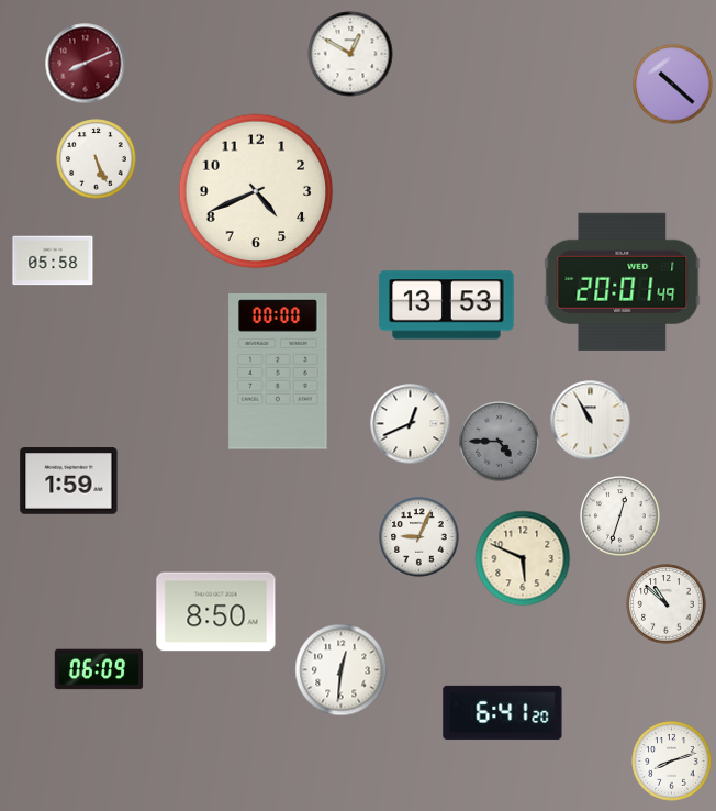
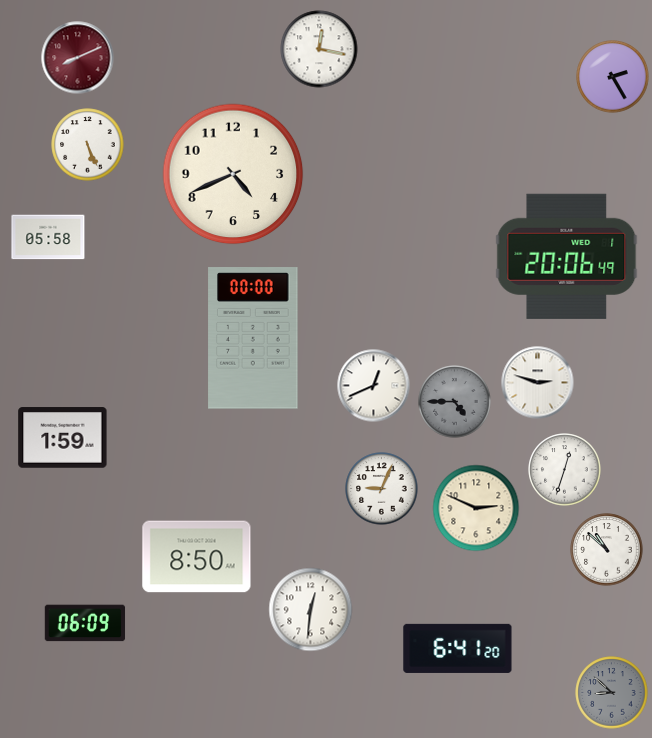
clock at (350, 54): 12:50 -> 12:17
clock at (673, 85): 10:22 -> 2:25
clock at (623, 281): 20:01 -> 20:06
clock at (447, 305): 13:53 -> none
clock at (591, 421): 10:55 -> 2:48
clock at (523, 558): 5:49 -> 2:49
clock at (99, 669) position: (99, 669) -> (85, 623)
clock at (672, 762): 8:12 -> 8:52
clock at (672, 762) dial: white -> grey
